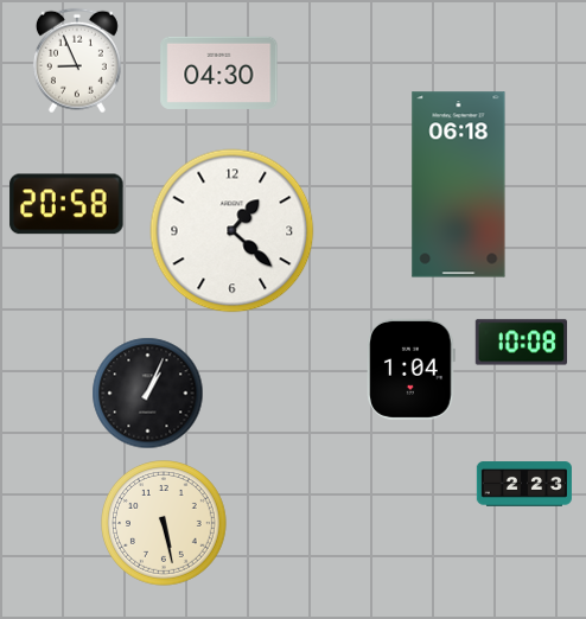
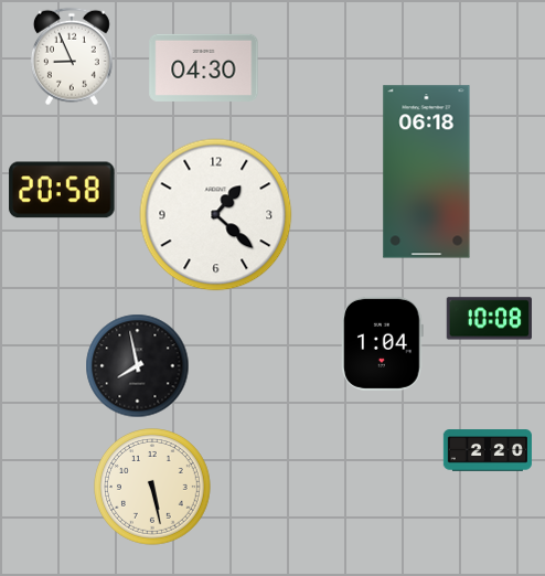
clock at (521, 343) position: (521, 343) -> (489, 319)
clock at (147, 393): 1:04 -> 7:58
clock at (524, 484): 2:23 -> 2:20
